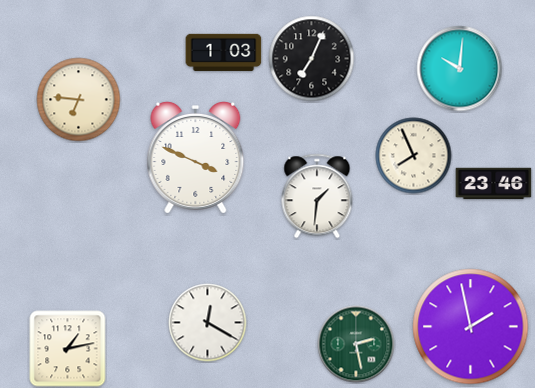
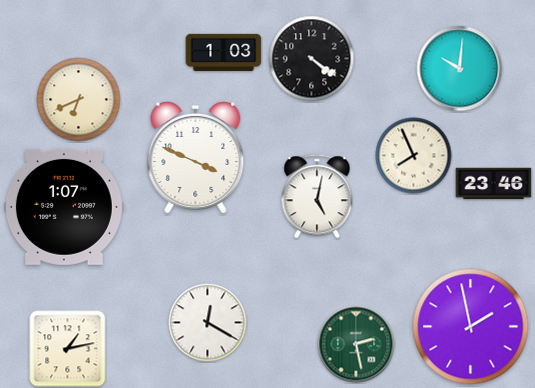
clock at (312, 59): 7:04 -> 4:21
clock at (79, 100): 6:46 -> 6:41
clock at (317, 196): 1:31 -> 5:02
clock at (64, 207): none -> 1:07
